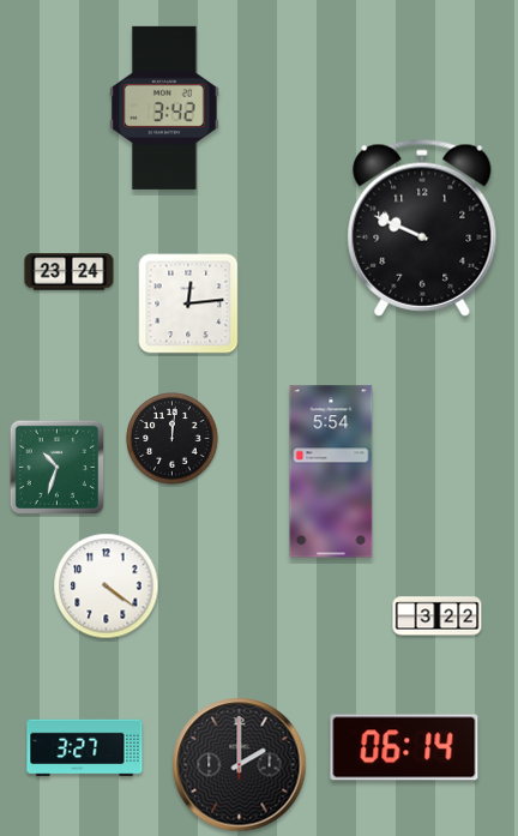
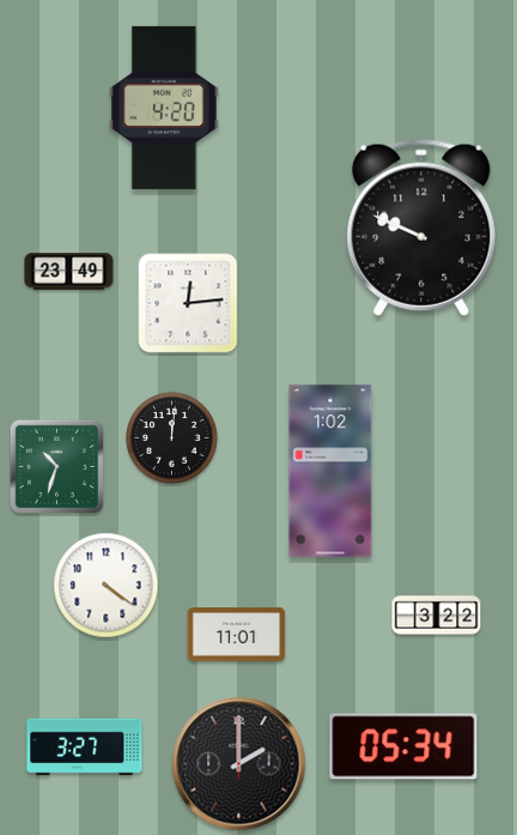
clock at (165, 108): 3:42 -> 4:20
clock at (70, 272): 23:24 -> 23:49
clock at (331, 471): 5:54 -> 1:02
clock at (237, 635): none -> 11:01
clock at (404, 747): 06:14 -> 05:34
